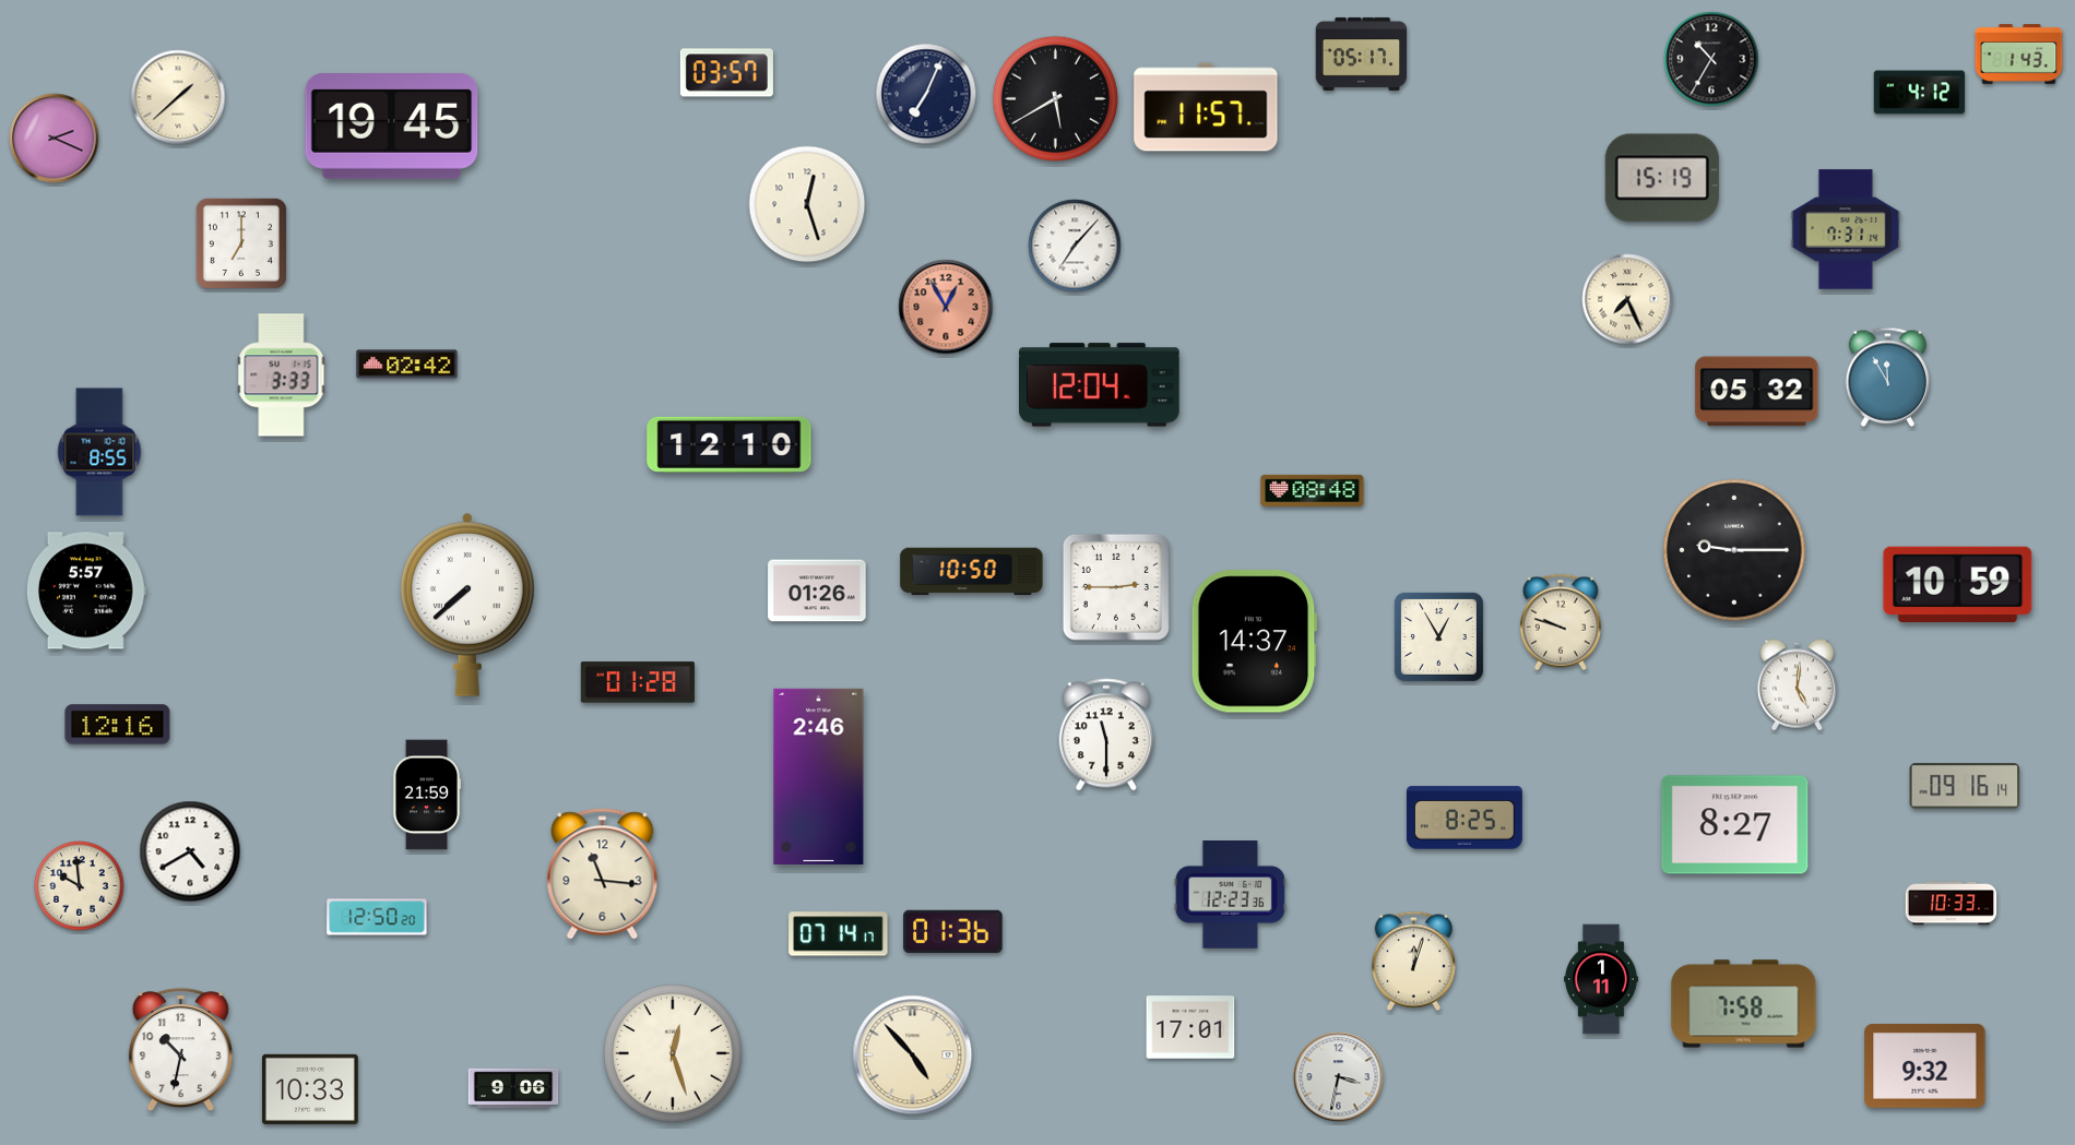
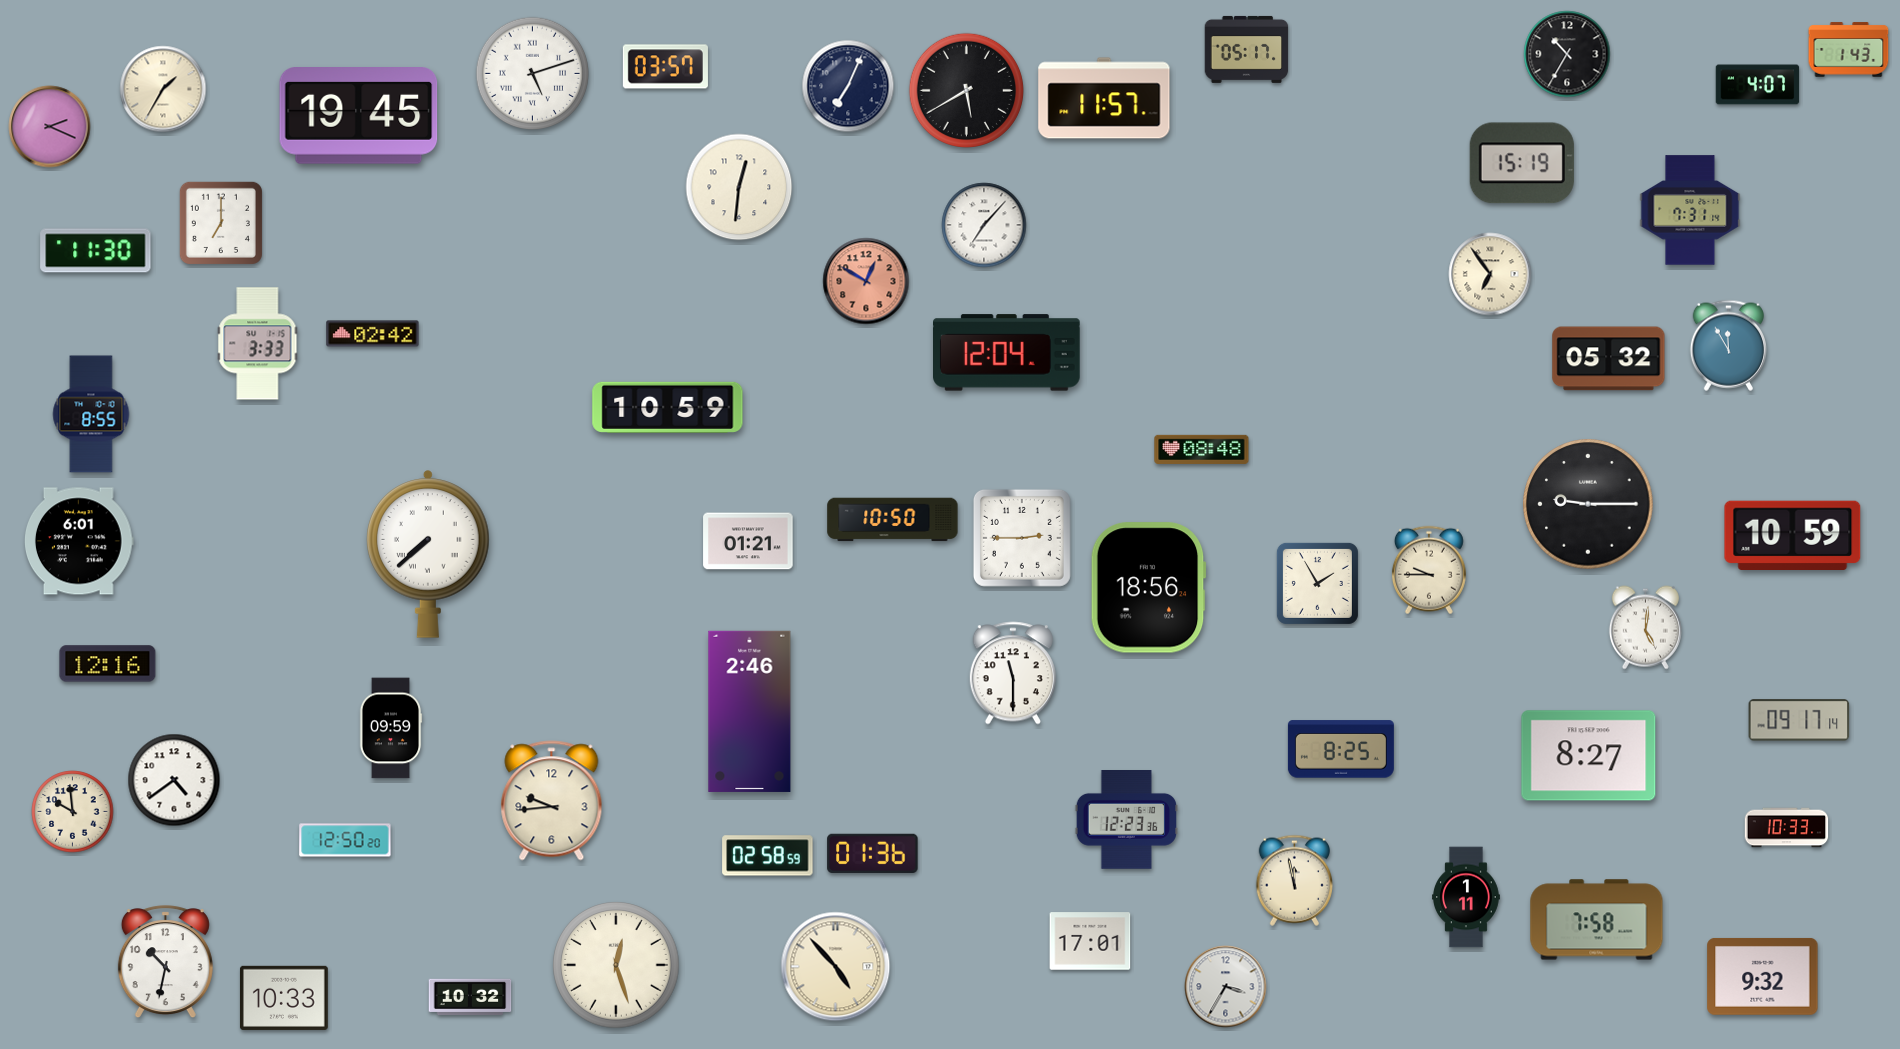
clock at (532, 73): none -> 5:12
clock at (1920, 93): 4:12 -> 4:07
clock at (178, 97): 1:38 -> 1:35
clock at (807, 204): 12:27 -> 12:31
clock at (96, 251): none -> 11:30
clock at (1627, 299): 7:26 -> 6:54
clock at (946, 307): 12:55 -> 12:50
clock at (730, 444): 12:10 -> 10:59
clock at (972, 572) position: (972, 572) -> (893, 520)
clock at (86, 591): 5:57 -> 6:01
clock at (817, 591): 01:26 -> 01:21
clock at (1561, 622): 9:48 -> 9:45
clock at (1438, 636): 12:55 -> 1:55
clock at (1254, 642): 14:37 -> 18:56
clock at (638, 682): 01:28 -> none
clock at (1965, 786): 09:16 -> 09:17
clock at (427, 795): 21:59 -> 09:59
clock at (190, 851): 4:40 -> 4:39
clock at (603, 874): 11:16 -> 9:44
clock at (839, 934): 07:14 -> 02:58
clock at (1413, 961): 12:03 -> 11:58
clock at (1339, 1077): 3:32 -> 3:35
clock at (513, 1088): 9:06 -> 10:32
